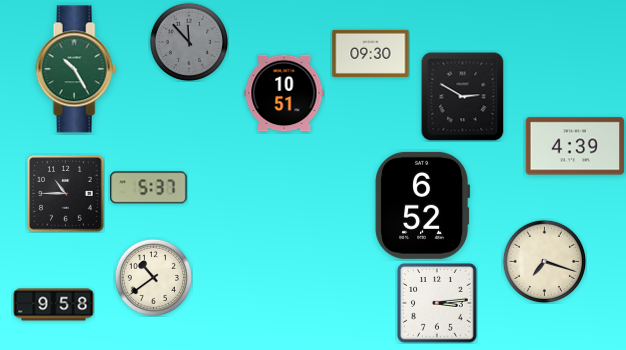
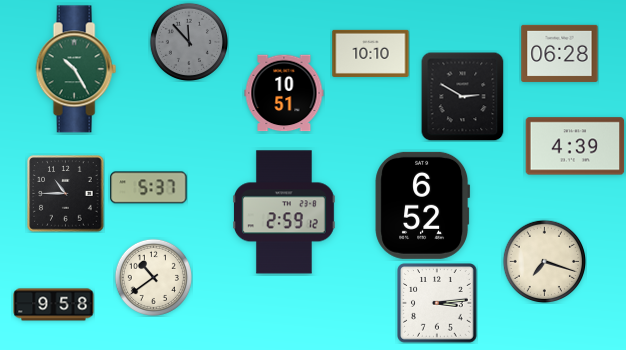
clock at (371, 53): 09:30 -> 10:10
clock at (560, 53): none -> 06:28
clock at (285, 212): none -> 2:59
